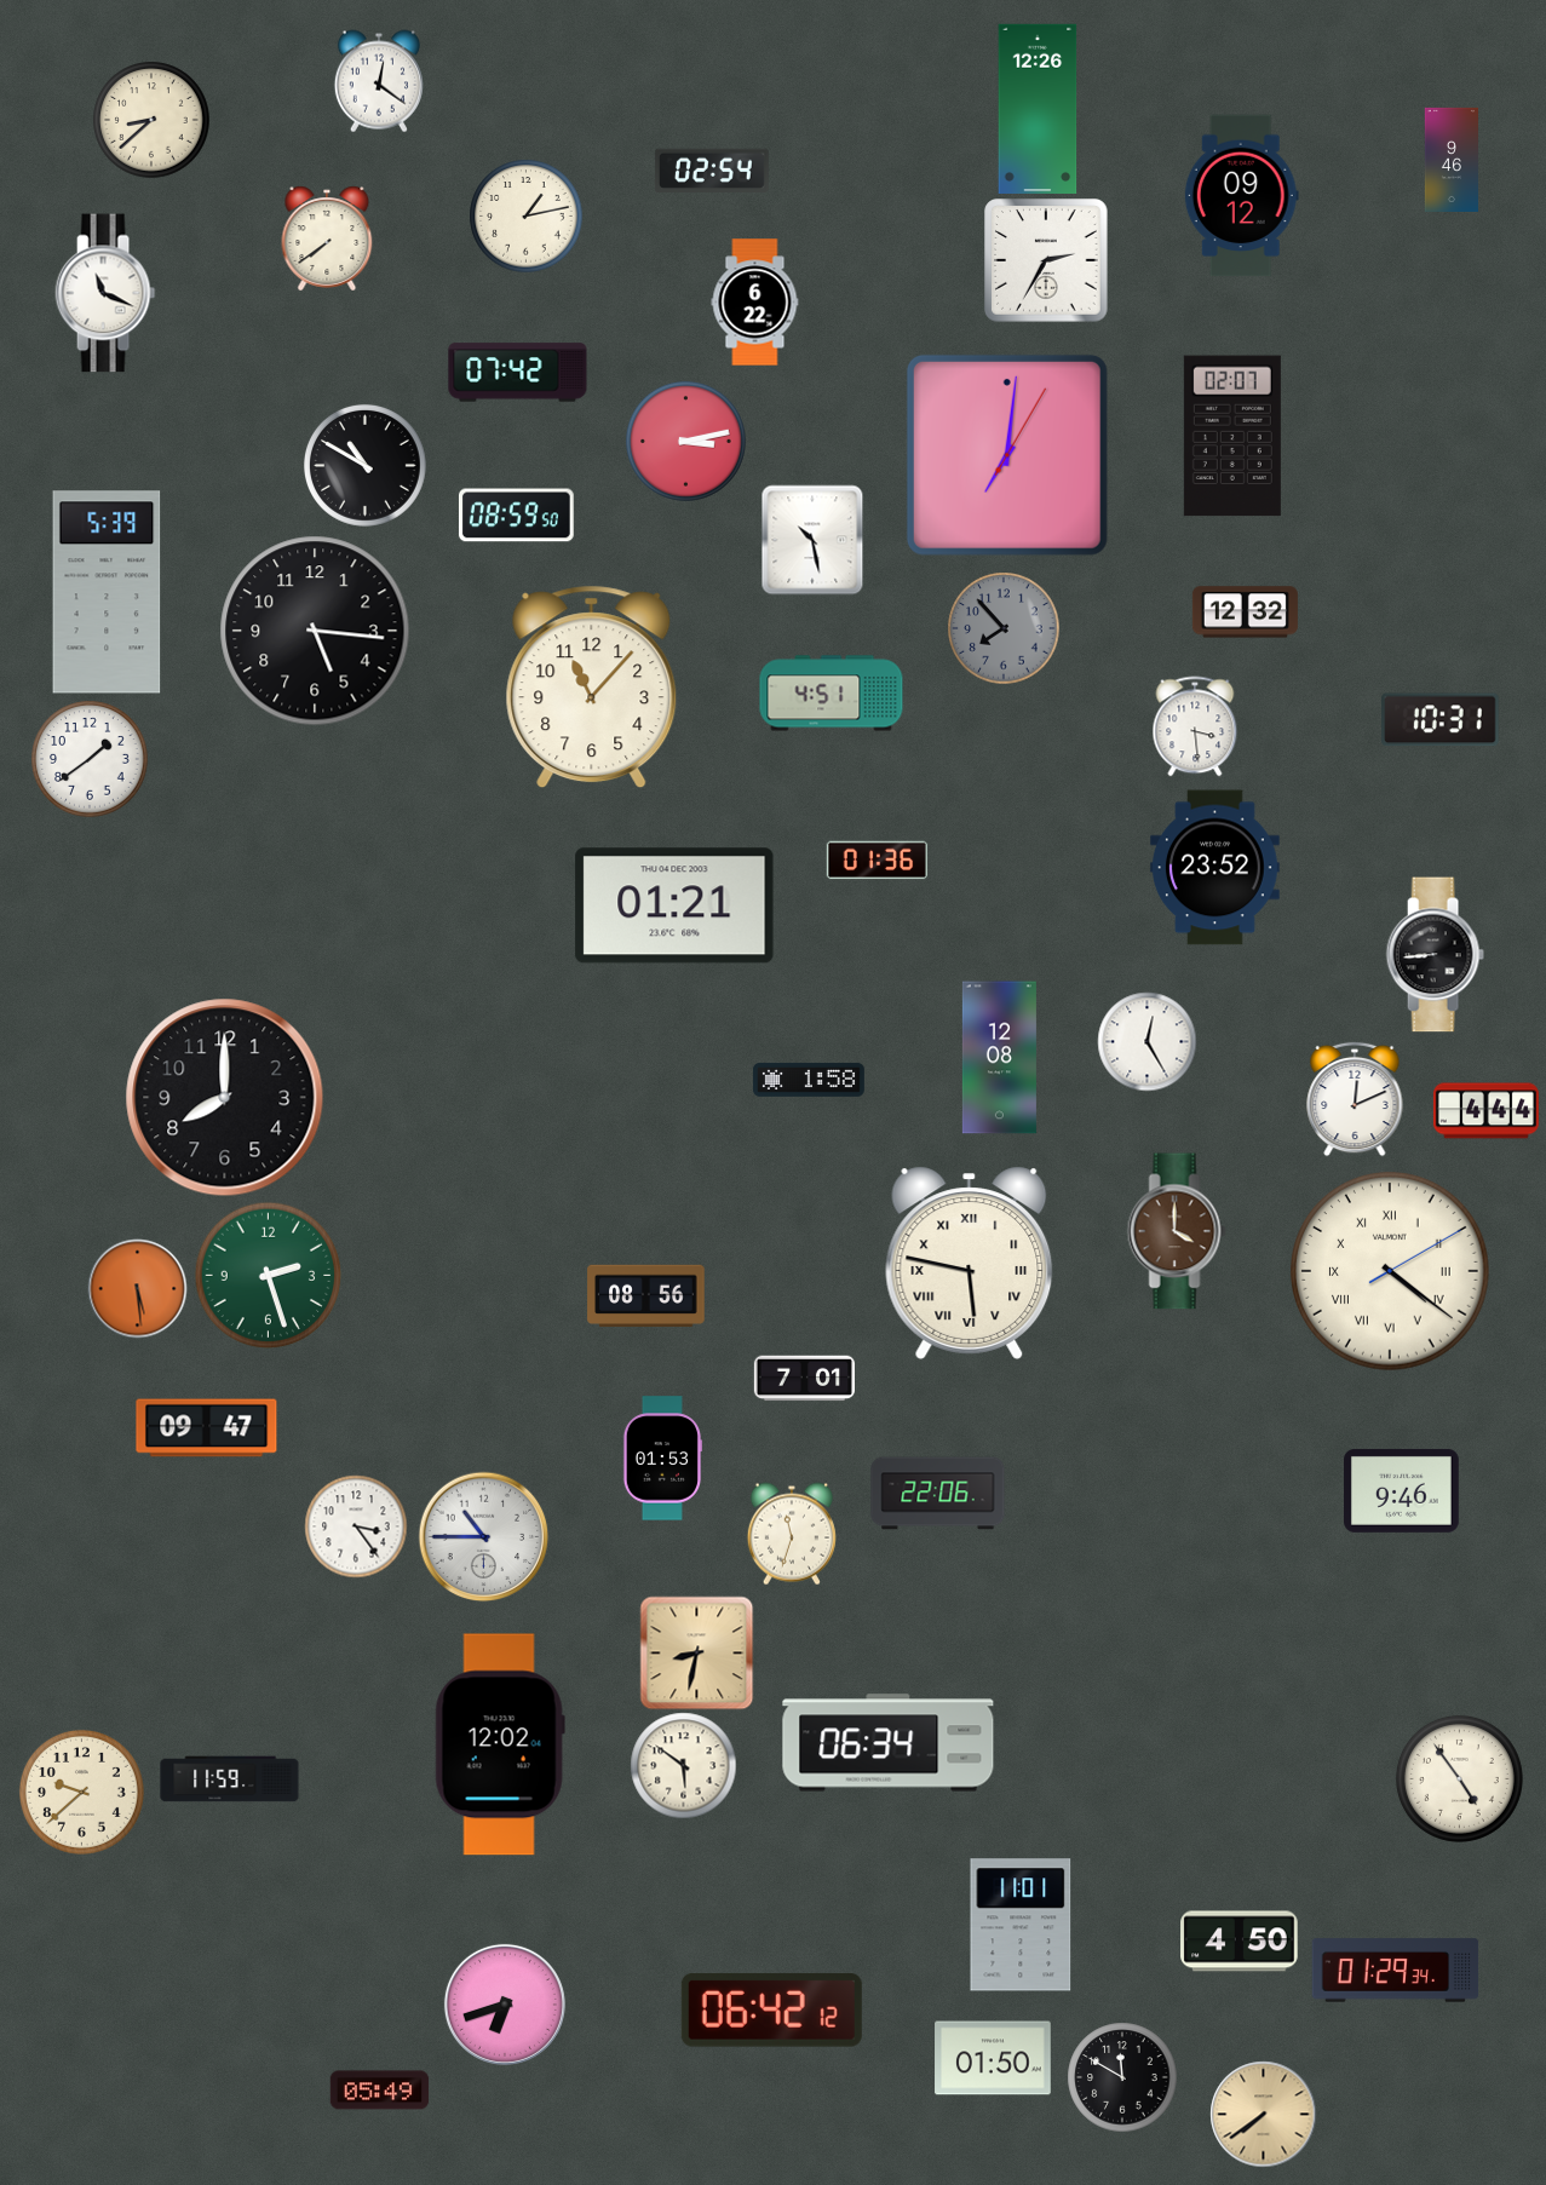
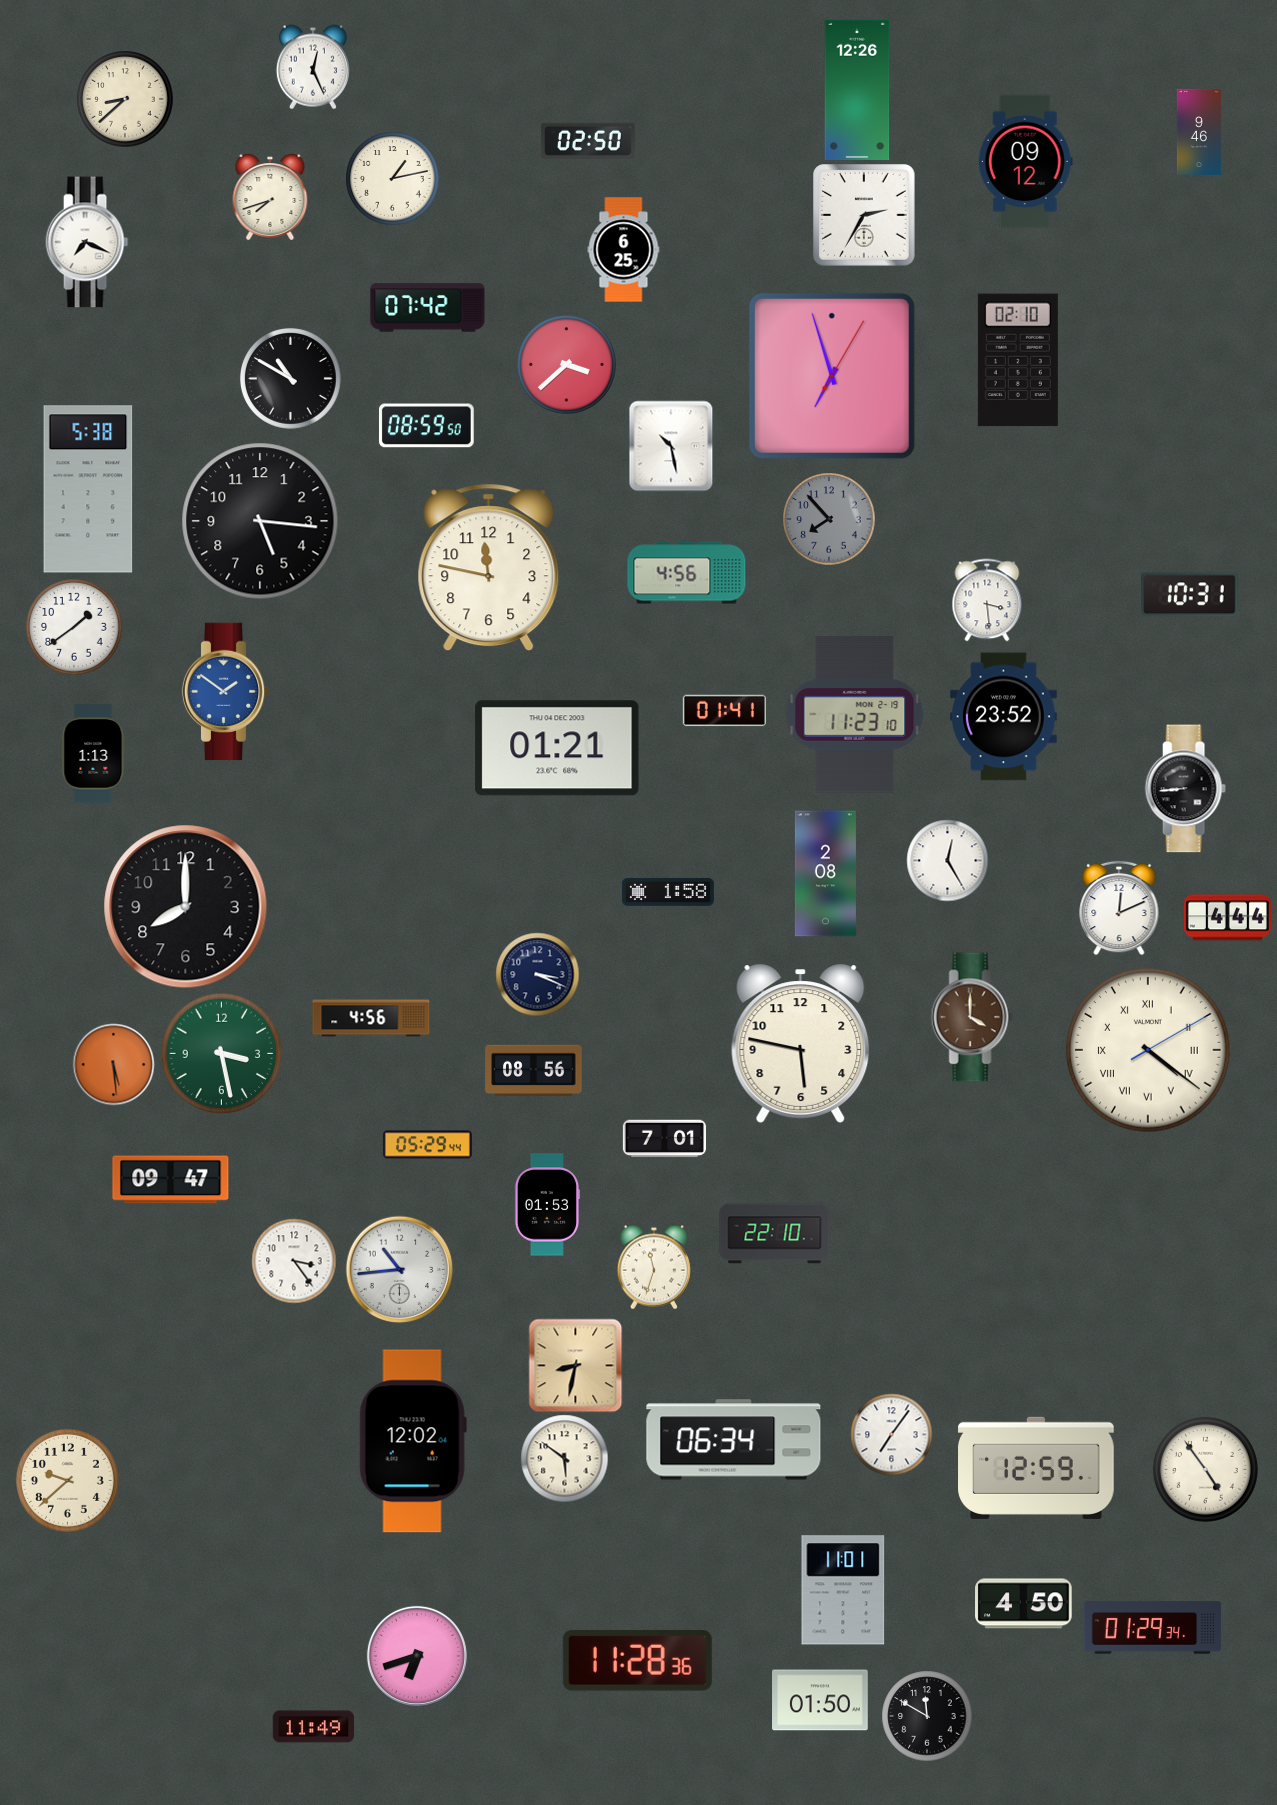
clock at (379, 81): 12:21 -> 12:26
clock at (712, 171): 02:54 -> 02:50
clock at (525, 215) position: (525, 215) -> (392, 178)
clock at (327, 238): 7:39 -> 7:42
clock at (105, 293): 11:19 -> 7:19
clock at (755, 303): 6:22 -> 6:25
clock at (1232, 436): 02:07 -> 02:10
clock at (686, 442): 3:13 -> 3:38
clock at (1007, 455): 7:01 -> 6:57
clock at (364, 465) position: (364, 465) -> (290, 378)
clock at (107, 592): 5:39 -> 5:38
clock at (1245, 613): 12:32 -> none
clock at (592, 688): 11:07 -> 11:47
clock at (832, 694): 4:51 -> 4:56
clock at (226, 692): none -> 1:51
clock at (877, 861): 01:36 -> 01:41
clock at (855, 715): none -> 11:23
clock at (94, 754): none -> 1:13
clock at (999, 1058): 12:08 -> 2:08
clock at (537, 974): none -> 3:19
clock at (371, 1018): none -> 4:56
clock at (970, 1263) numerals: Roman -> Arabic
clock at (268, 1275): 2:27 -> 3:28
clock at (427, 1145): none -> 05:29
clock at (1402, 1490): 9:46 -> none
clock at (938, 1494): 22:06 -> 22:10
clock at (483, 1536): 10:45 -> 10:44
clock at (891, 1434): none -> 7:06
clock at (1036, 1468): none -> 12:59
clock at (230, 1779): 11:59 -> none
clock at (771, 2009): 06:42 -> 11:28
clock at (379, 2091): 05:49 -> 11:49
clock at (1263, 2114): 7:39 -> none
